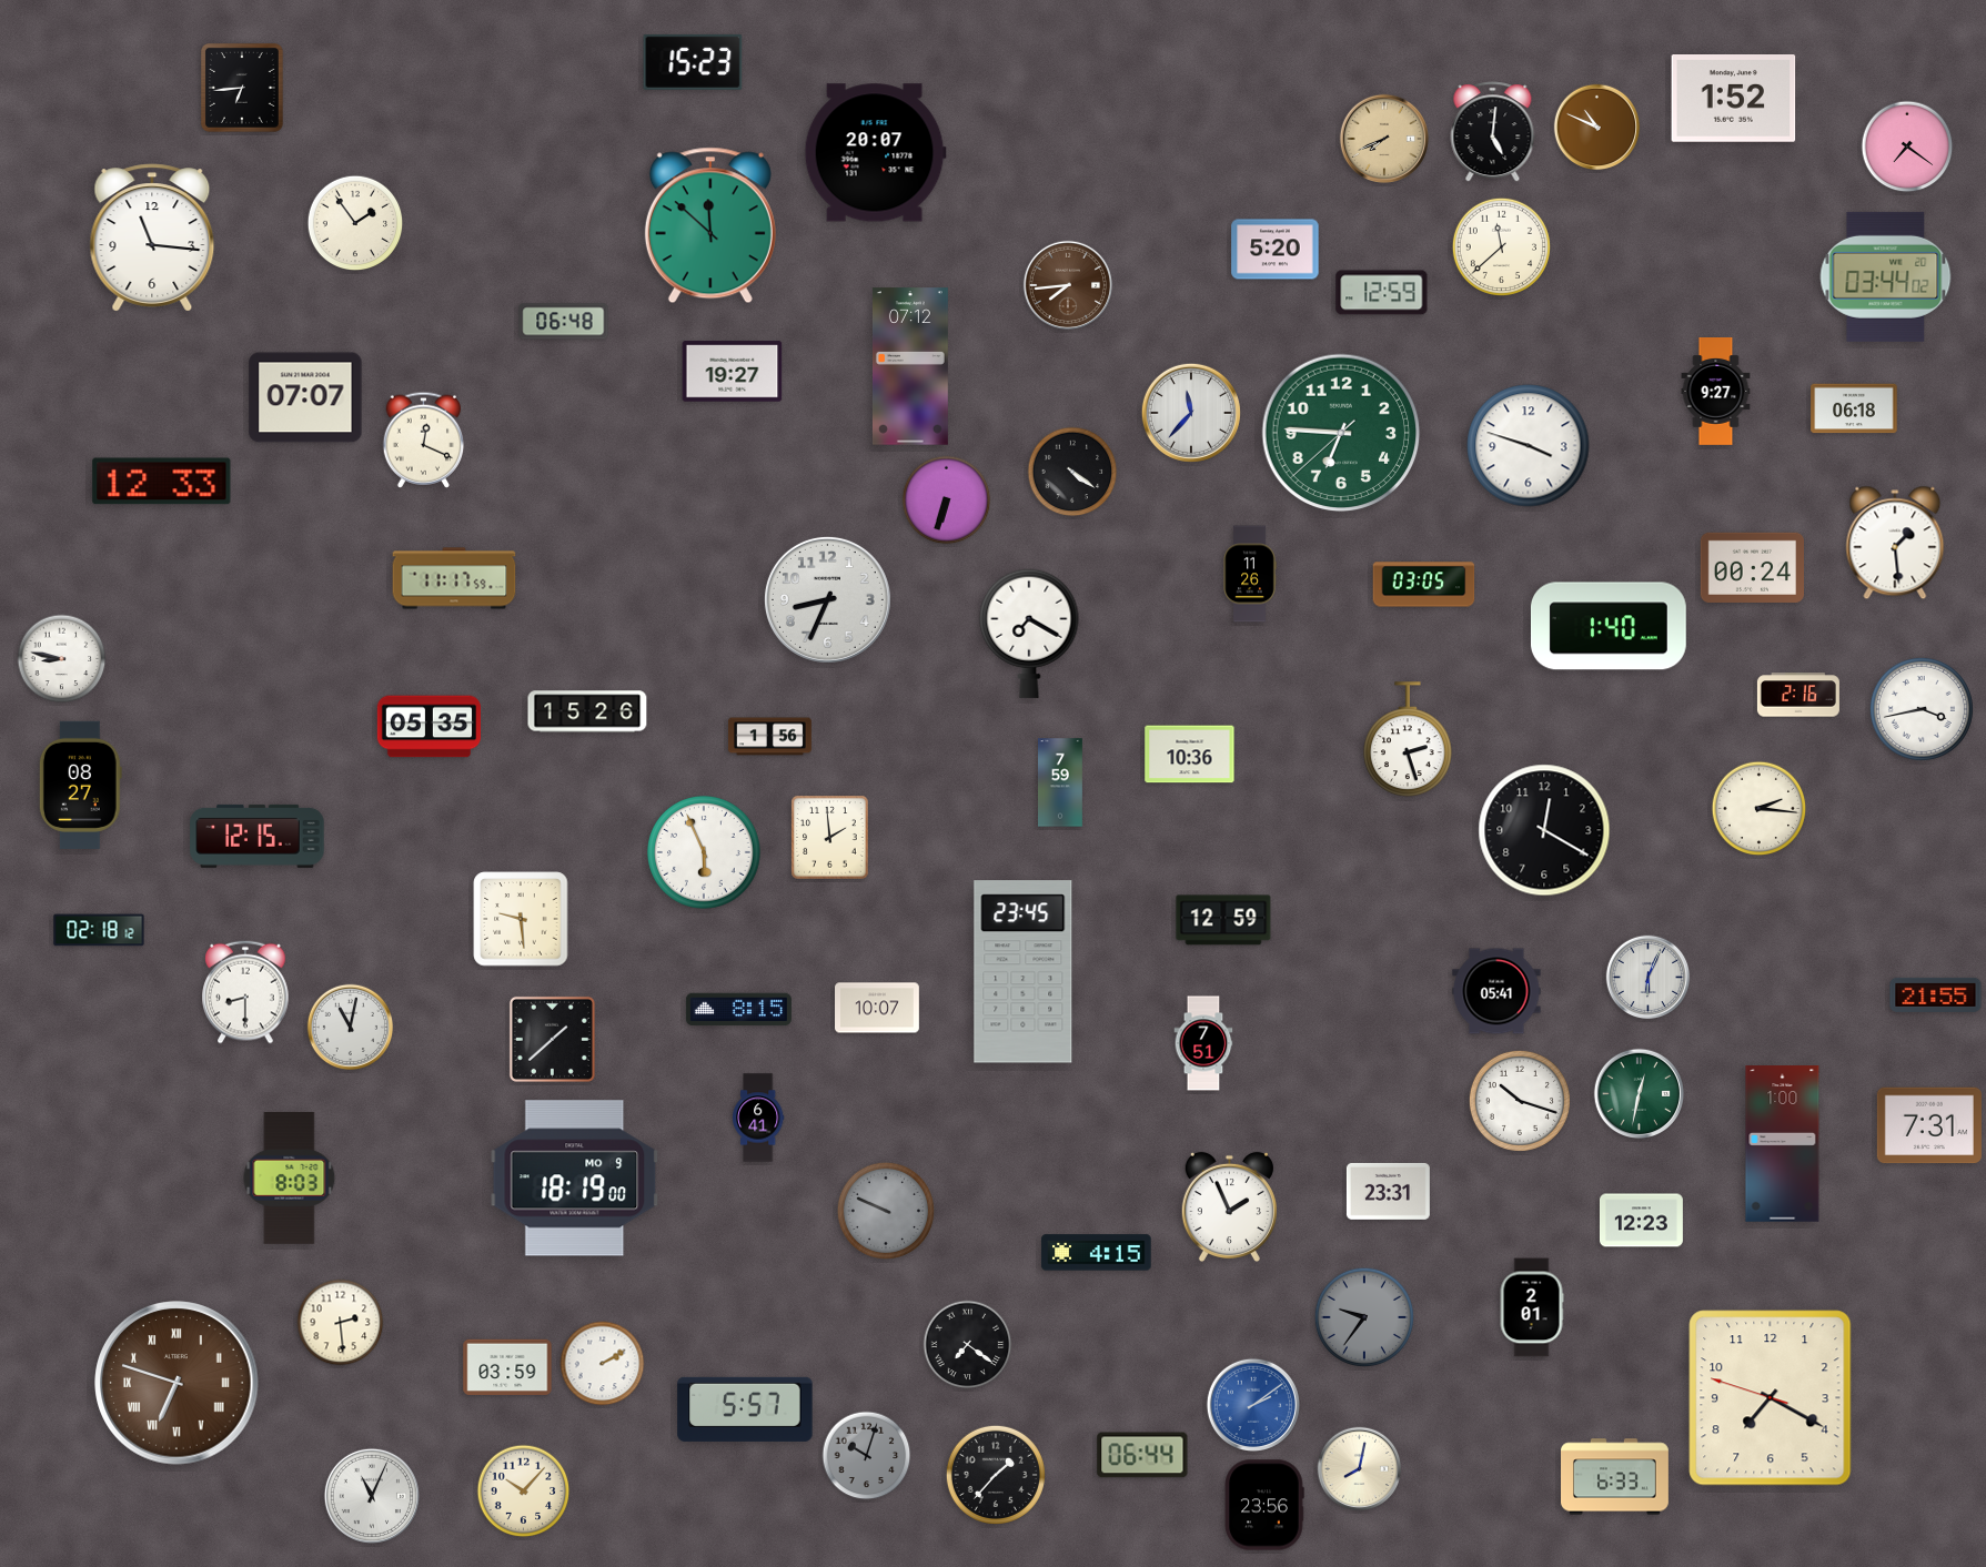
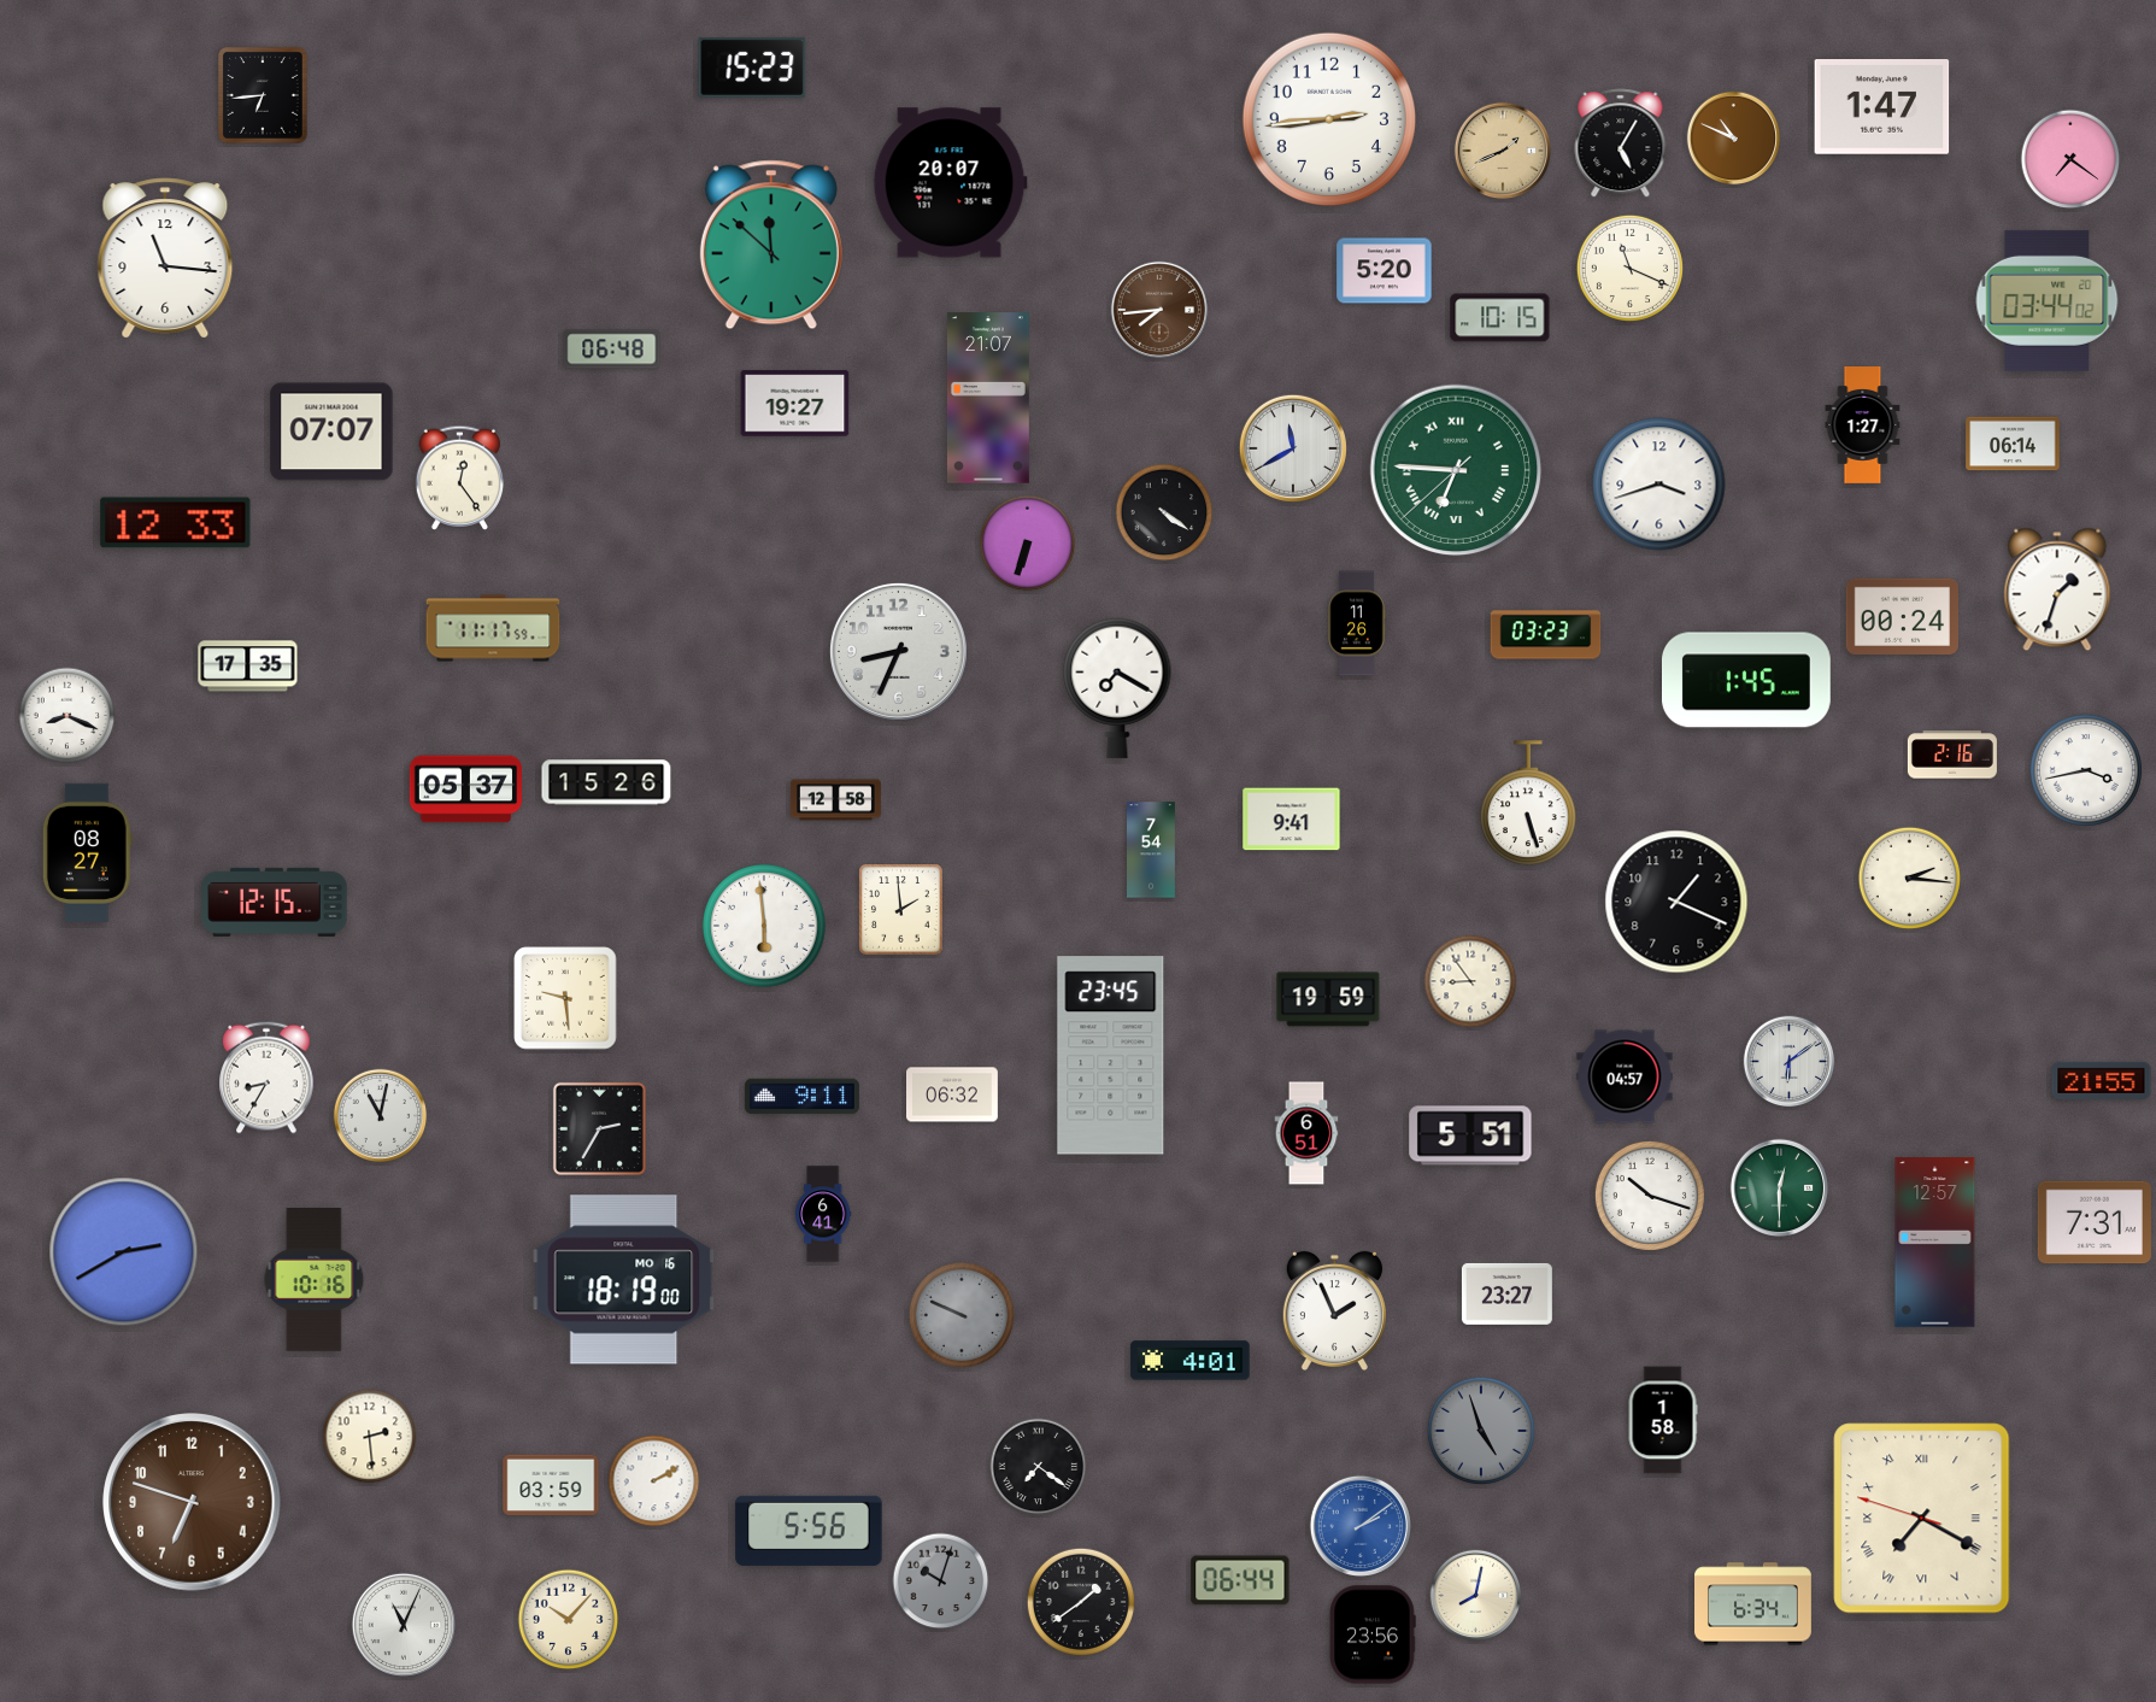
clock at (1734, 99): 1:52 -> 1:47
clock at (1329, 119): none -> 2:44
clock at (1493, 132): 5:01 -> 5:05
clock at (1384, 139): 7:41 -> 1:41
clock at (875, 153) position: (875, 153) -> (950, 183)
clock at (355, 223): 1:54 -> none
clock at (1501, 246): 11:38 -> 11:19
clock at (1382, 293): 12:59 -> 10:15
clock at (910, 366): 07:12 -> 21:07
clock at (1716, 392): 9:27 -> 1:27
clock at (1854, 408): 06:18 -> 06:14
clock at (1191, 413): 11:37 -> 11:40
clock at (1341, 433) numerals: Arabic -> Roman
clock at (424, 439): 12:19 -> 12:24
clock at (1529, 446): 3:48 -> 3:42
clock at (1895, 543): 1:29 -> 1:33
clock at (1424, 585): 03:05 -> 03:23
clock at (248, 667): none -> 17:35
clock at (1609, 626): 1:40 -> 1:45
clock at (62, 659): 8:47 -> 8:19
clock at (587, 711) position: (587, 711) -> (606, 782)
clock at (429, 727): 05:35 -> 05:37
clock at (769, 737): 1:56 -> 12:58
clock at (1408, 739): 2:27 -> 5:27
clock at (1190, 755): 10:36 -> 9:41
clock at (1061, 782): 7:59 -> 7:54
clock at (1544, 830): 12:20 -> 1:19
clock at (258, 836) position: (258, 836) -> (275, 902)
clock at (704, 852): 5:56 -> 5:59
clock at (1470, 981): none -> 8:54
clock at (1223, 920): 12:59 -> 19:59
clock at (99, 930): 02:18 -> none
clock at (1649, 978): 6:04 -> 6:09
clock at (1496, 991): 05:41 -> 04:57
clock at (245, 992): 8:30 -> 8:35
clock at (878, 1008): 10:07 -> 06:32
clock at (738, 1010): 8:15 -> 9:11
clock at (552, 1039): 1:38 -> 2:35
clock at (1203, 1043): 7:51 -> 6:51
clock at (1470, 1135): none -> 5:51
clock at (1639, 1093): 12:32 -> 12:30
clock at (1783, 1144): 1:00 -> 12:57
clock at (124, 1252): none -> 2:40
clock at (290, 1179): 8:03 -> 10:16
clock at (575, 1179) date: MO 9 -> MO 16
clock at (1388, 1191): 23:31 -> 23:27
clock at (1641, 1221): 12:23 -> none
clock at (1097, 1253): 4:15 -> 4:01
clock at (1532, 1307): 2:01 -> 1:58
clock at (1364, 1317): 9:36 -> 4:57
clock at (968, 1345) position: (968, 1345) -> (1039, 1467)
clock at (177, 1383) numerals: Roman -> Arabic
clock at (1771, 1398) numerals: Arabic -> Roman
clock at (745, 1409): 5:57 -> 5:56
clock at (996, 1475): 1:37 -> 1:39
clock at (1615, 1477): 6:33 -> 6:34
